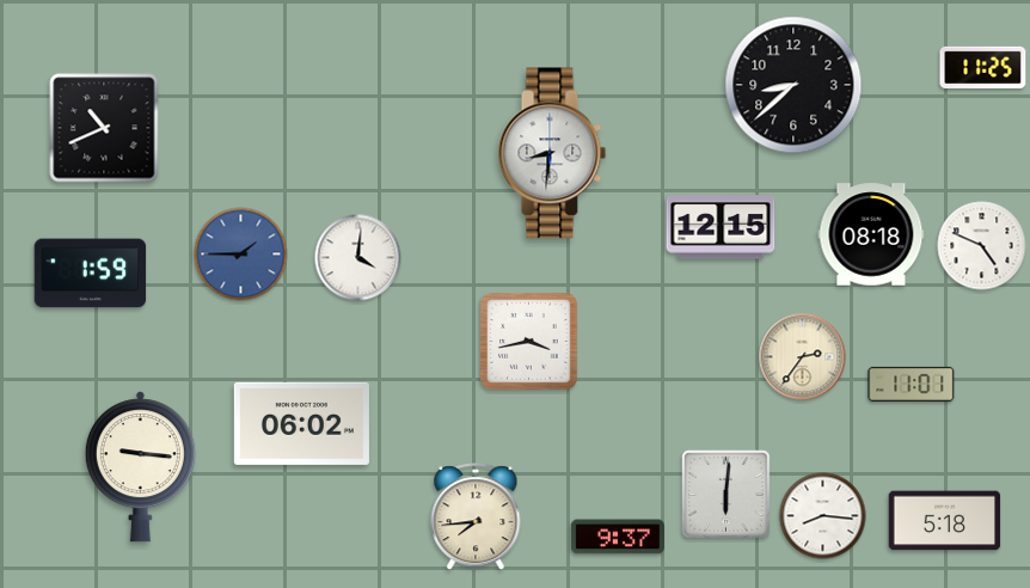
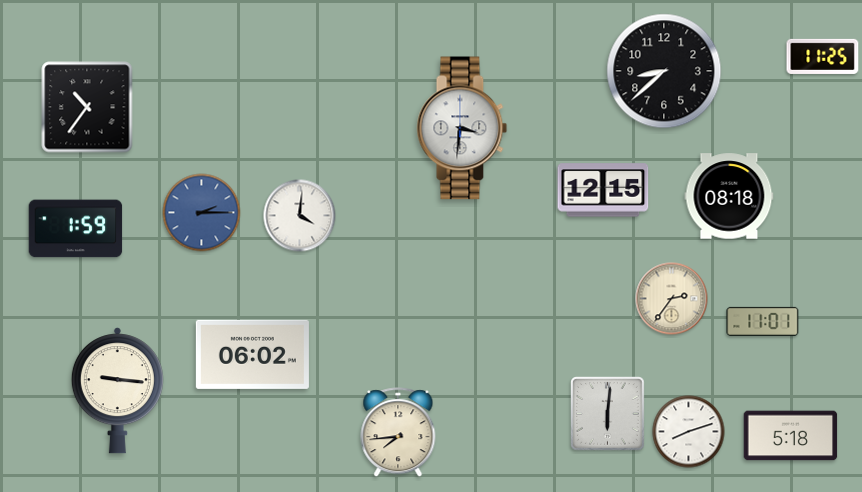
clock at (104, 128): 10:41 -> 10:36
clock at (552, 153): 8:31 -> 3:31
clock at (982, 246): 4:49 -> none
clock at (241, 255): 1:45 -> 2:15
clock at (529, 342): 3:43 -> none
clock at (823, 516): 8:16 -> 8:12
clock at (618, 537): 9:37 -> none
